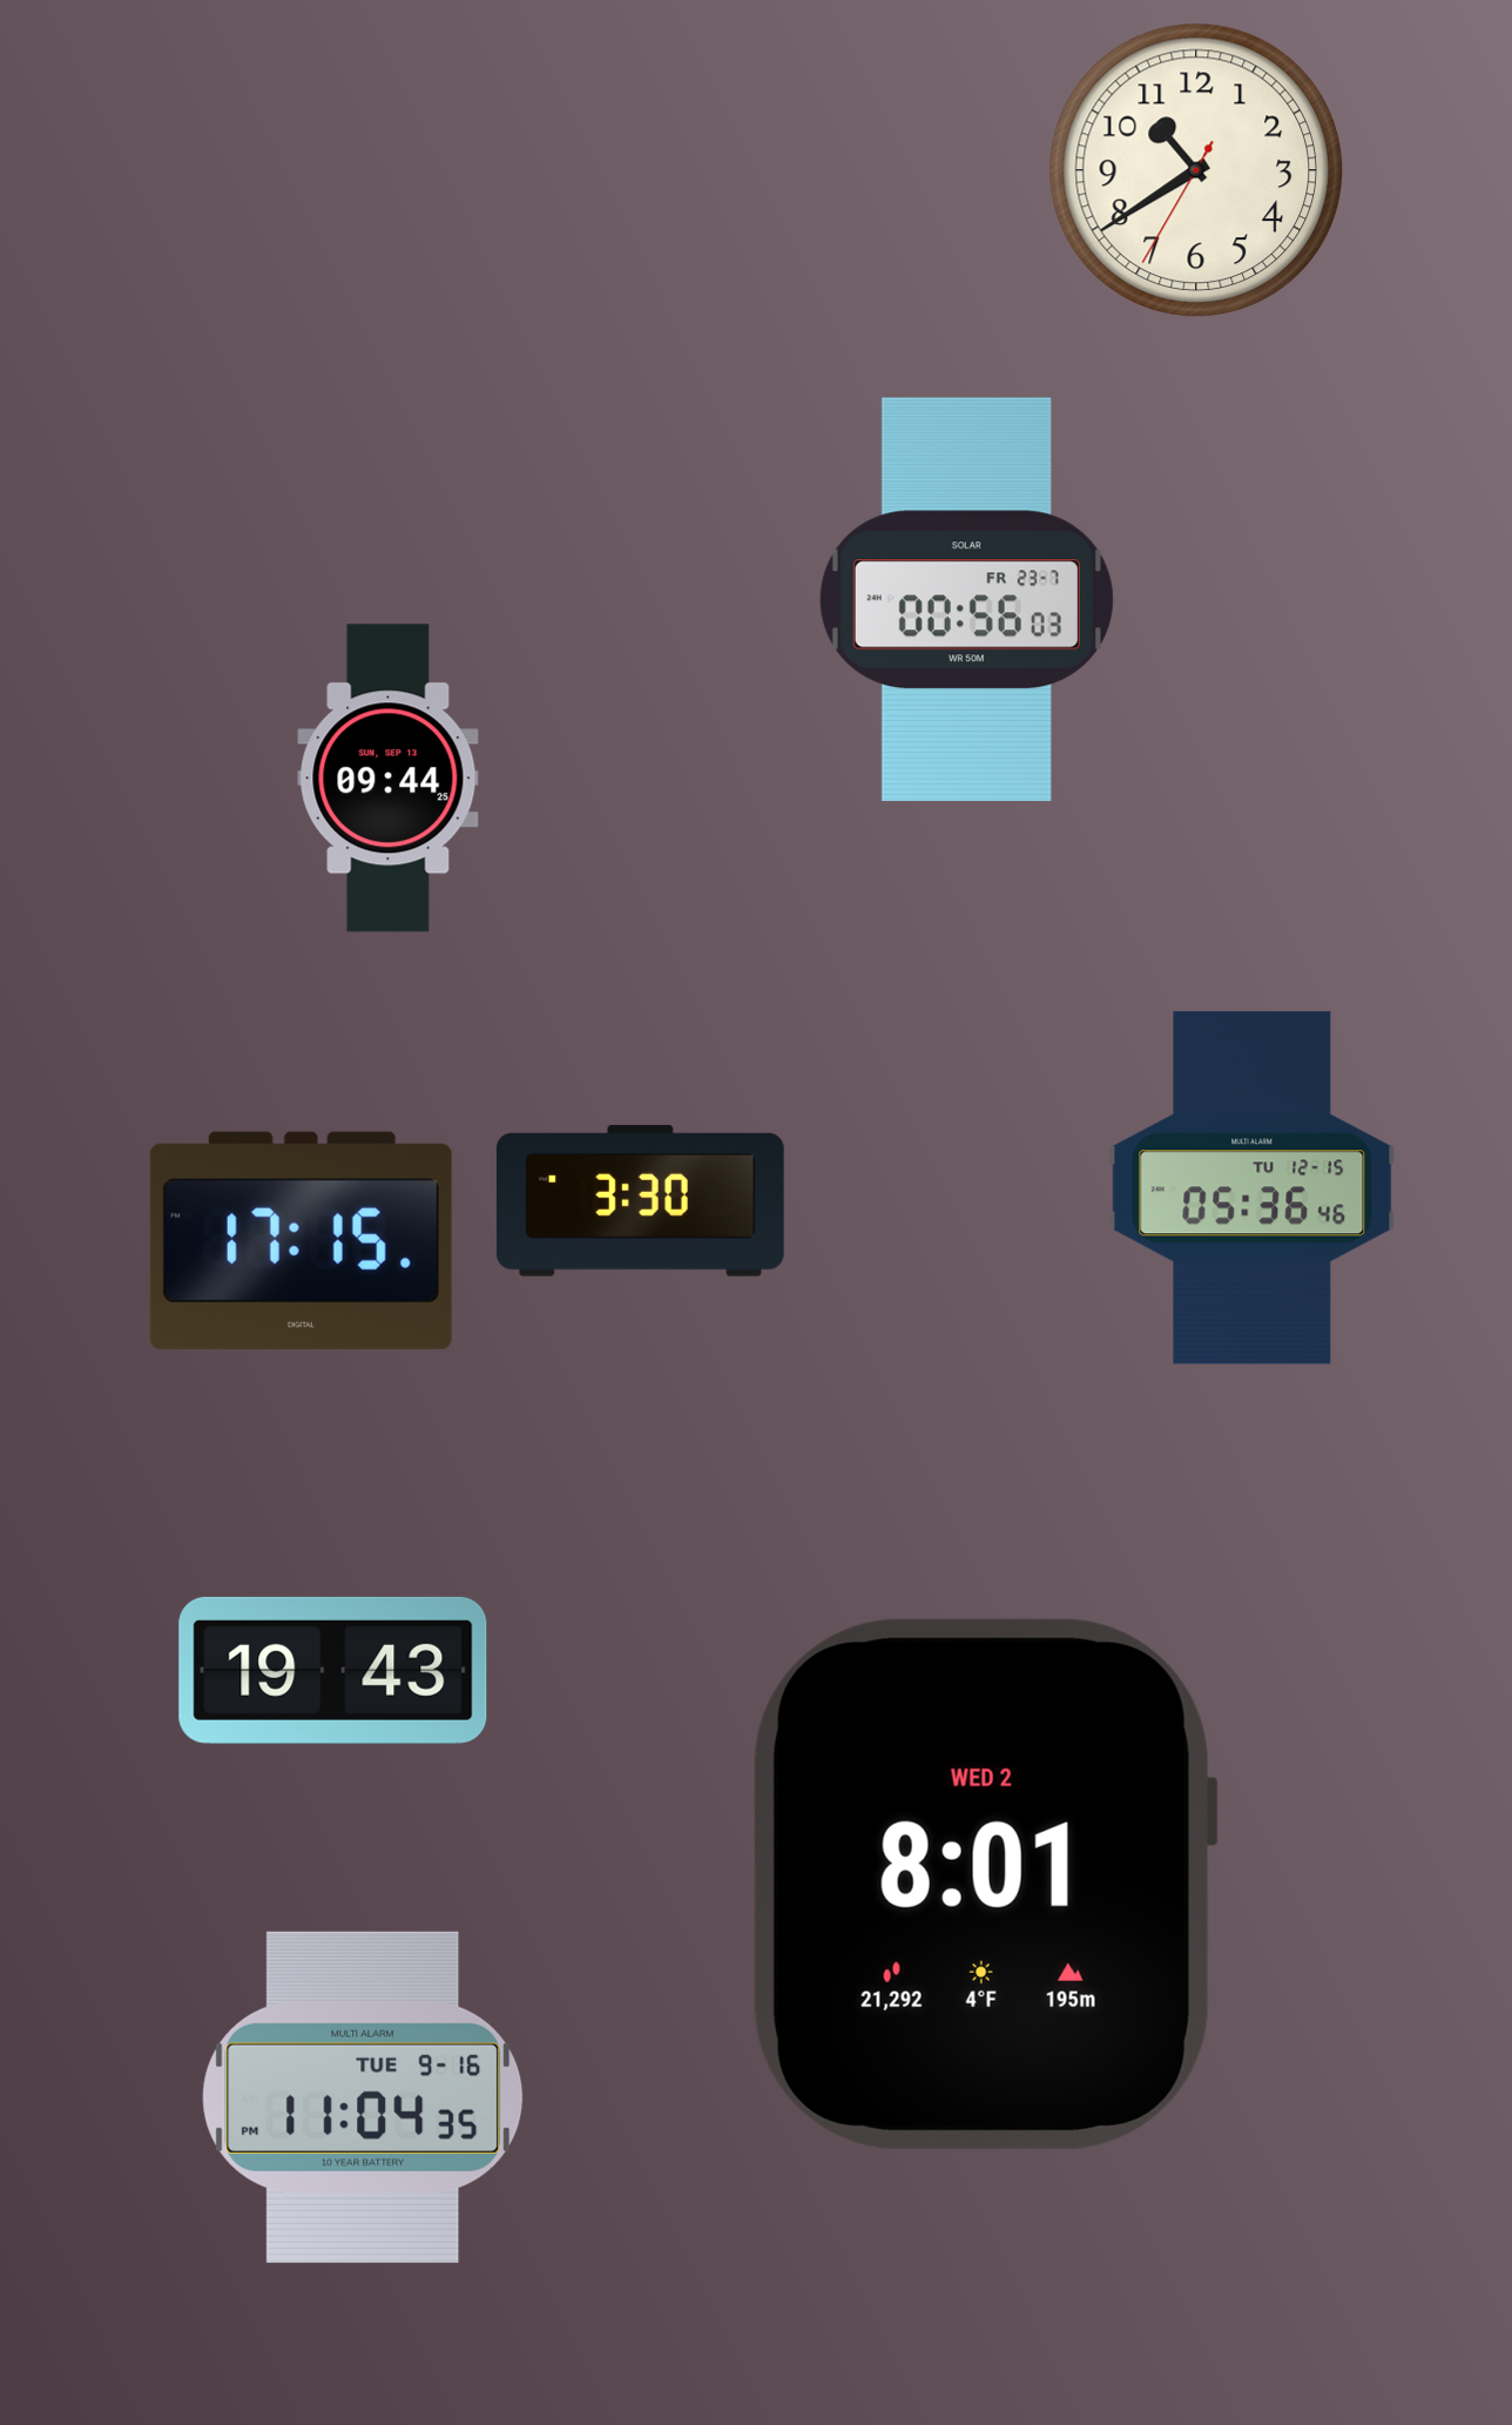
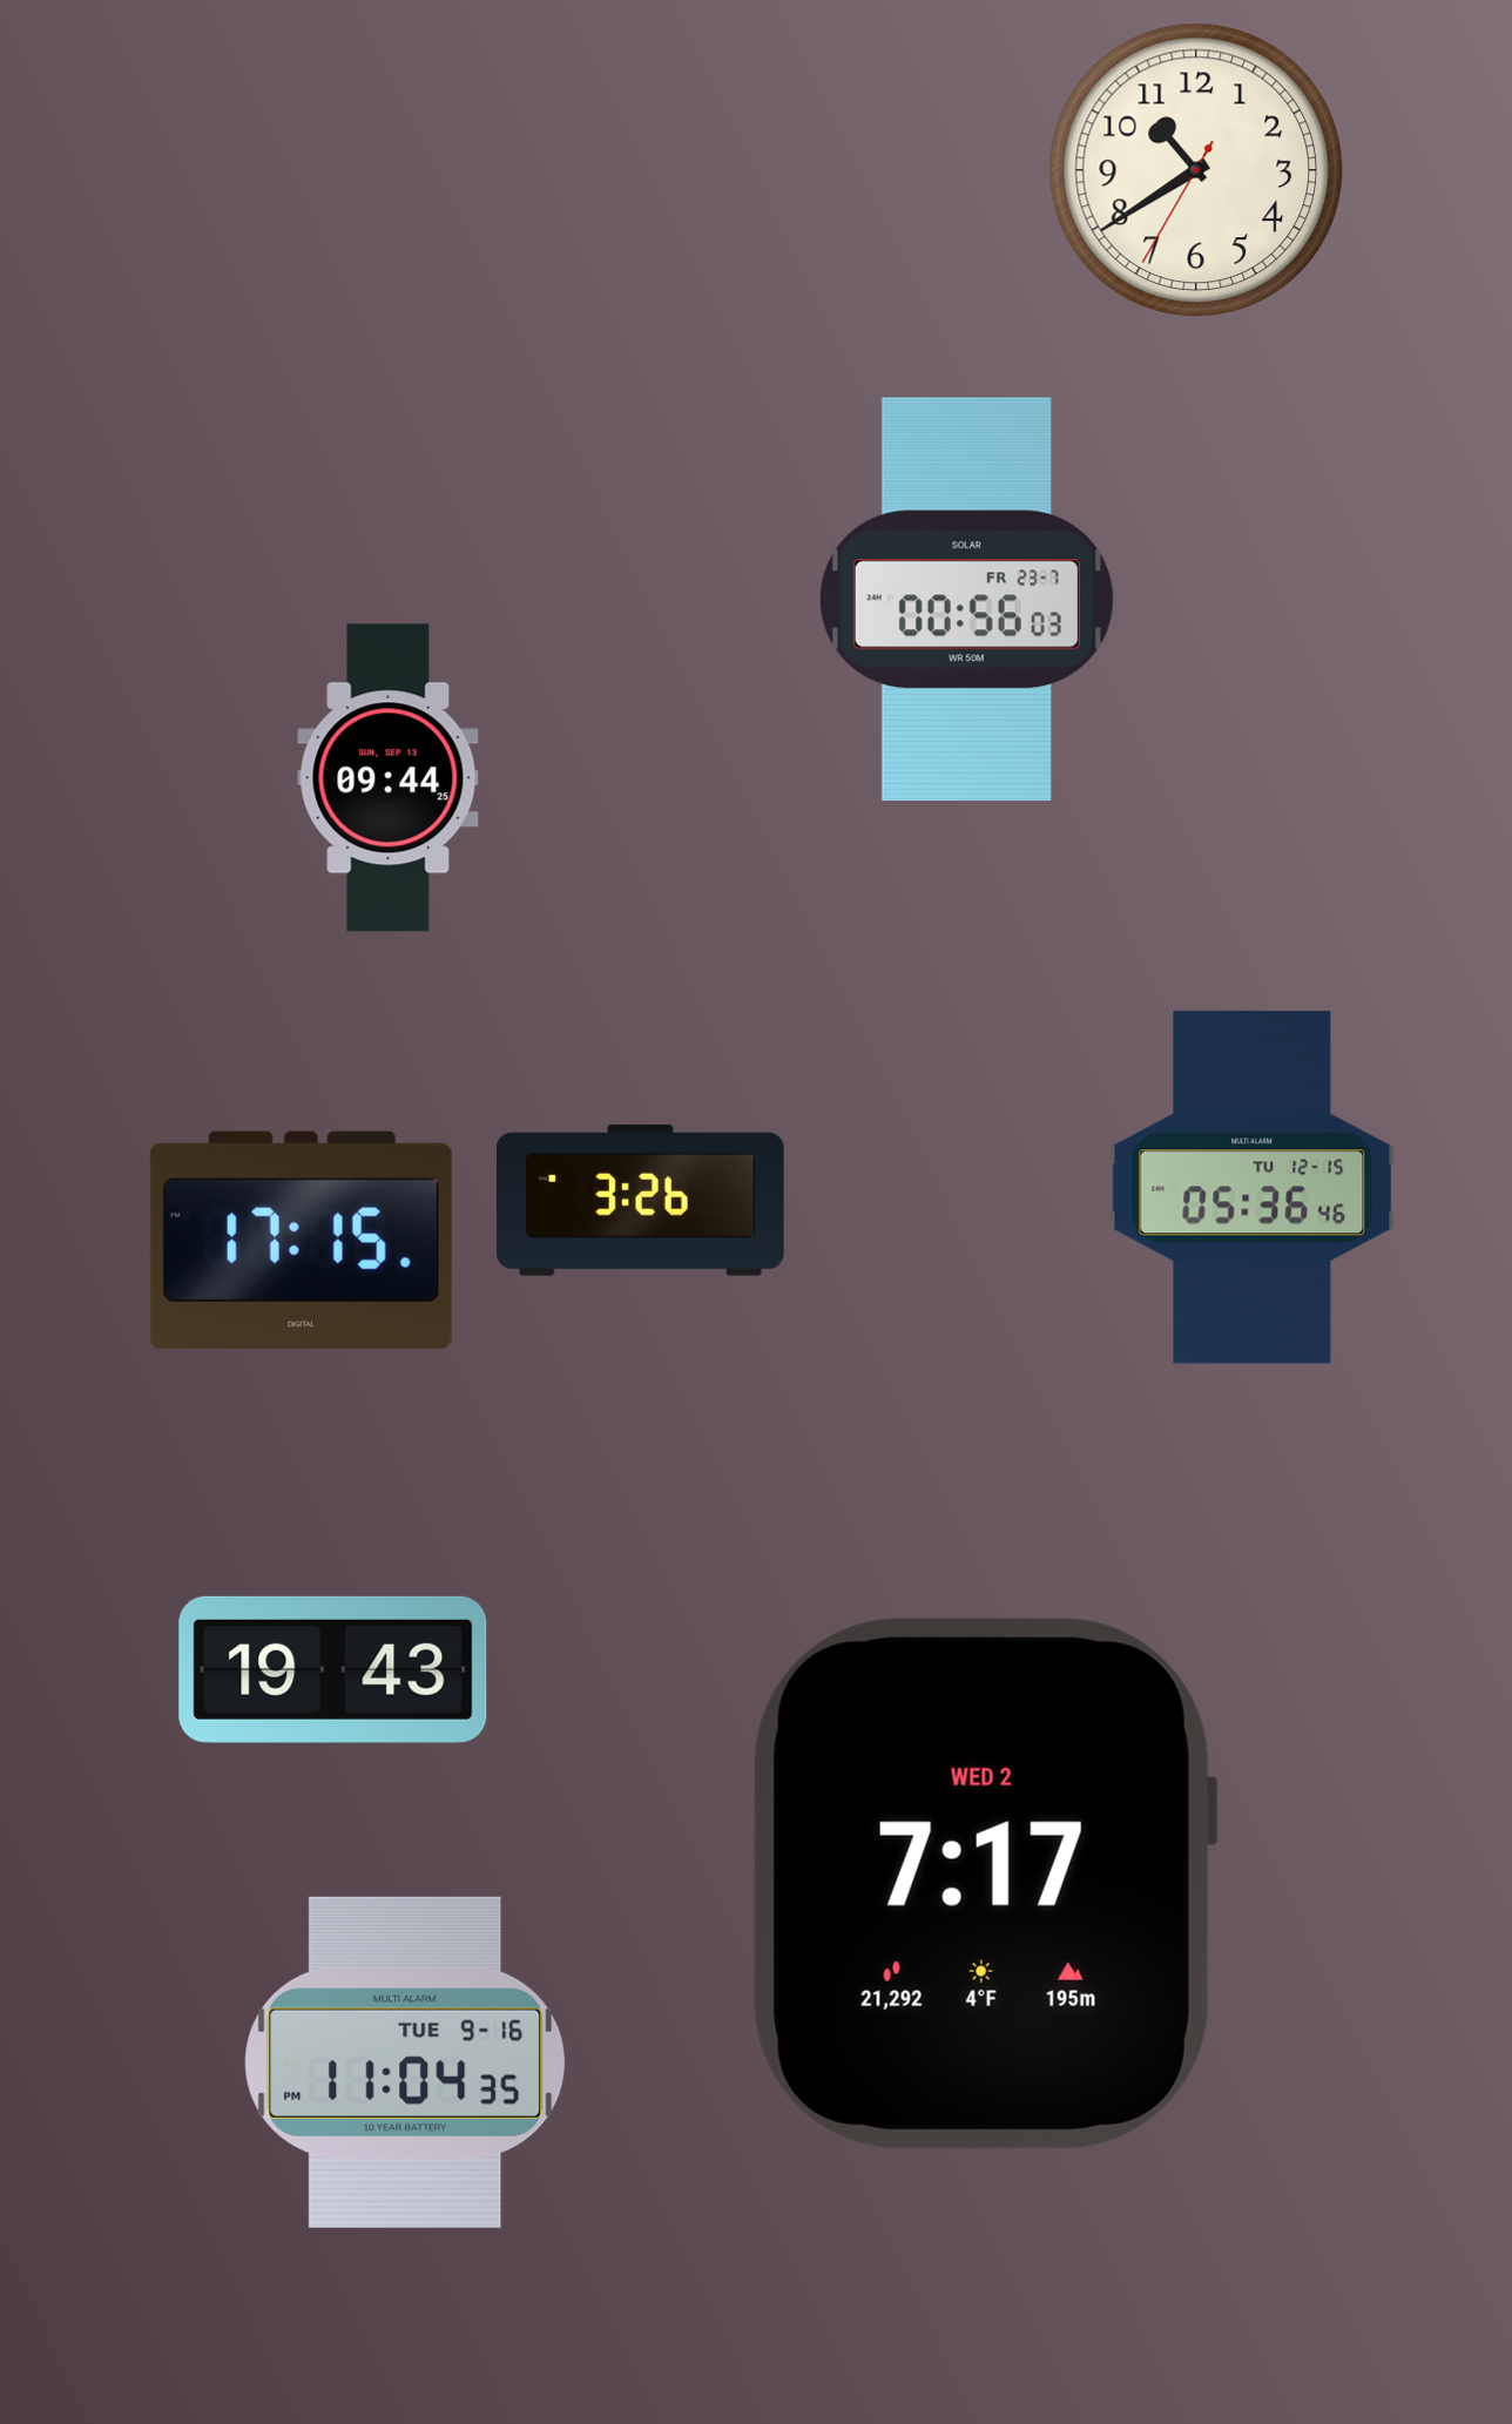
clock at (640, 1200): 3:30 -> 3:26
clock at (985, 1884): 8:01 -> 7:17
clock at (363, 2097) position: (363, 2097) -> (405, 2062)
